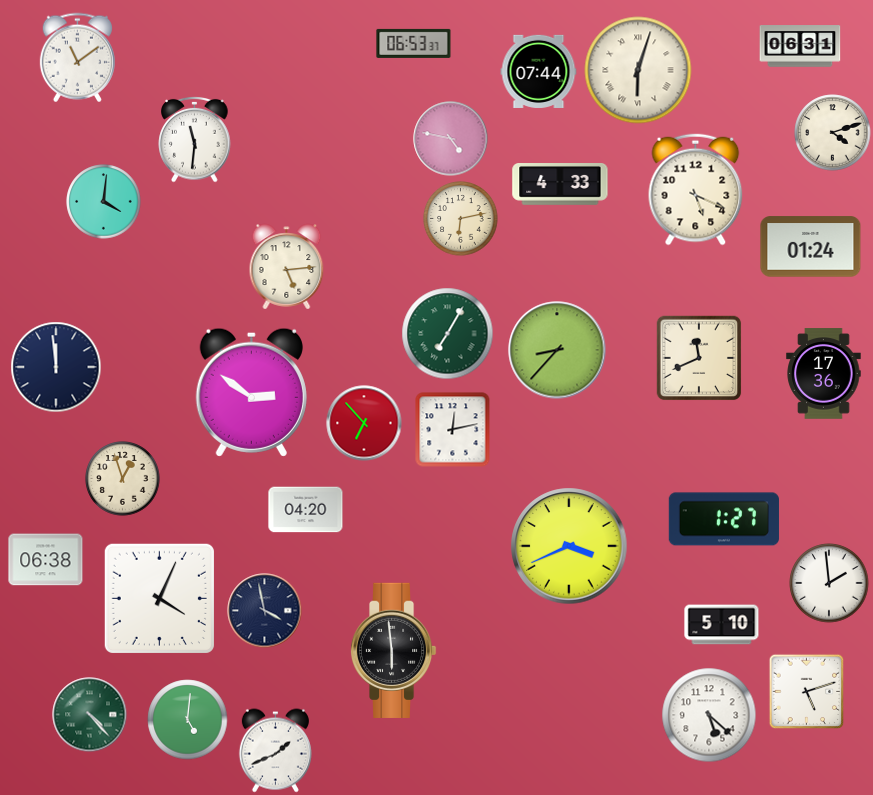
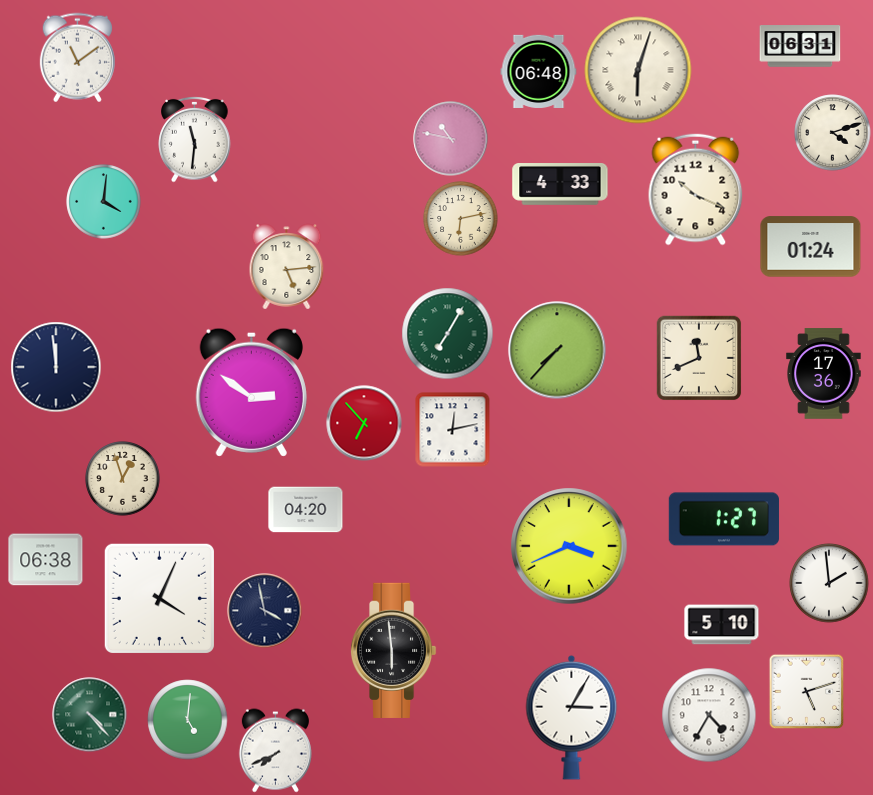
clock at (414, 43): 06:53 -> none
clock at (539, 71): 07:44 -> 06:48
clock at (451, 139): 4:47 -> 10:47
clock at (696, 190): 5:19 -> 10:19
clock at (557, 350): 8:37 -> 7:37
clock at (709, 715): 5:22 -> 4:35
clock at (572, 717): none -> 3:05
clock at (275, 751): 1:41 -> 7:41
